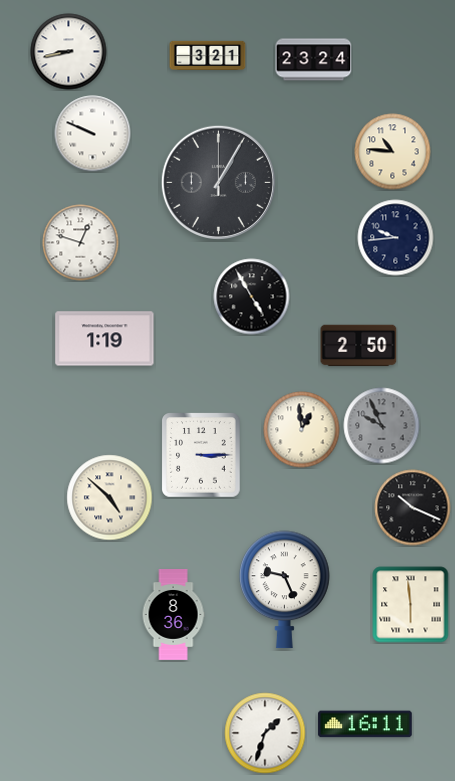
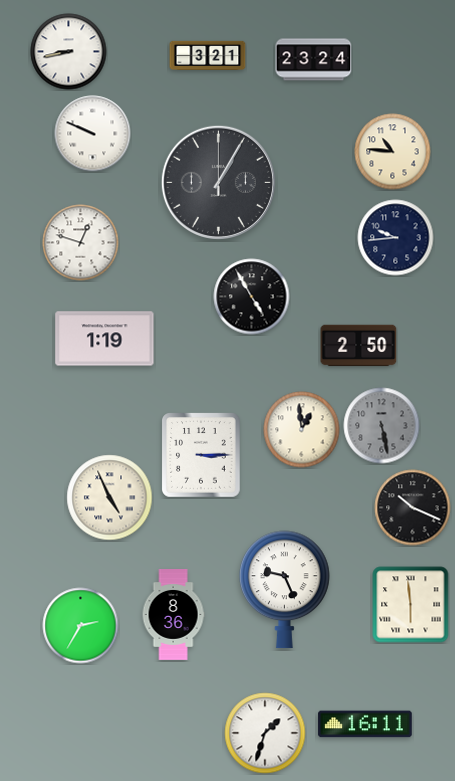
clock at (382, 426): 9:56 -> 5:28
clock at (110, 498): 4:52 -> 4:56
clock at (81, 626): none -> 2:35
